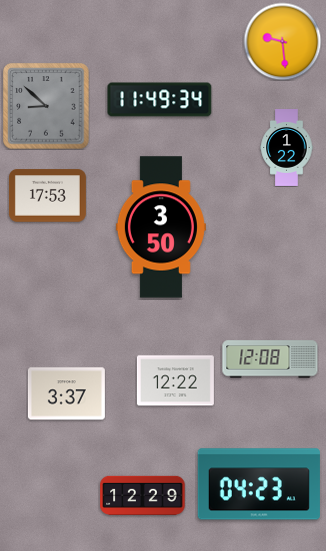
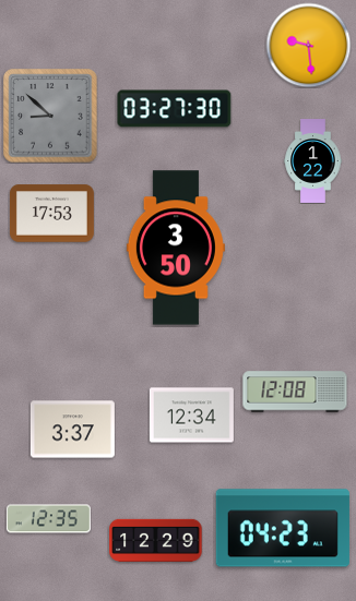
clock at (160, 100): 11:49 -> 03:27
clock at (175, 381): 12:22 -> 12:34
clock at (48, 519): none -> 12:35
